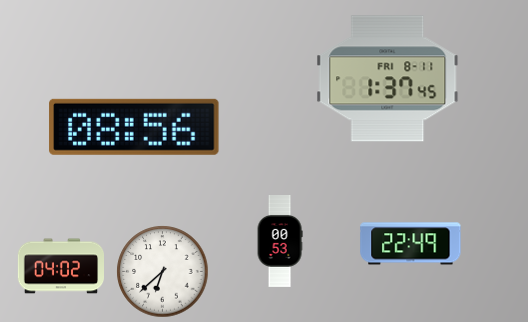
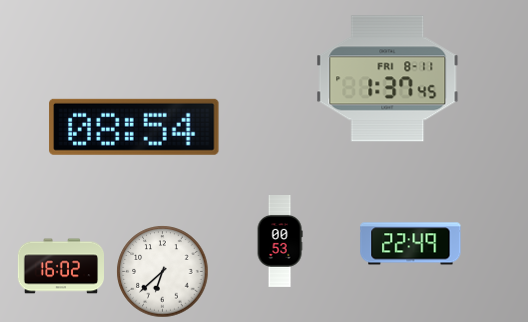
clock at (134, 127): 08:56 -> 08:54
clock at (60, 266): 04:02 -> 16:02
